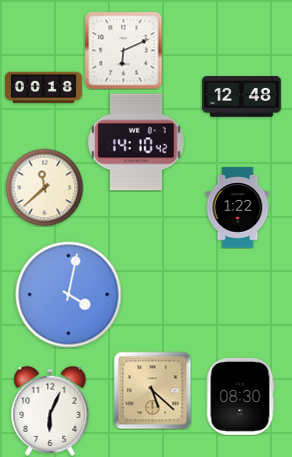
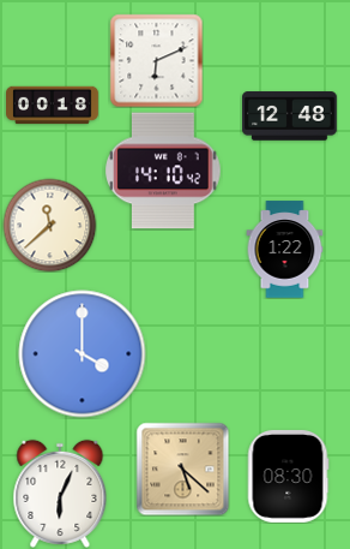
clock at (123, 50) position: (123, 50) -> (156, 60)
clock at (44, 187) position: (44, 187) -> (49, 225)
clock at (69, 295): 4:02 -> 4:00
